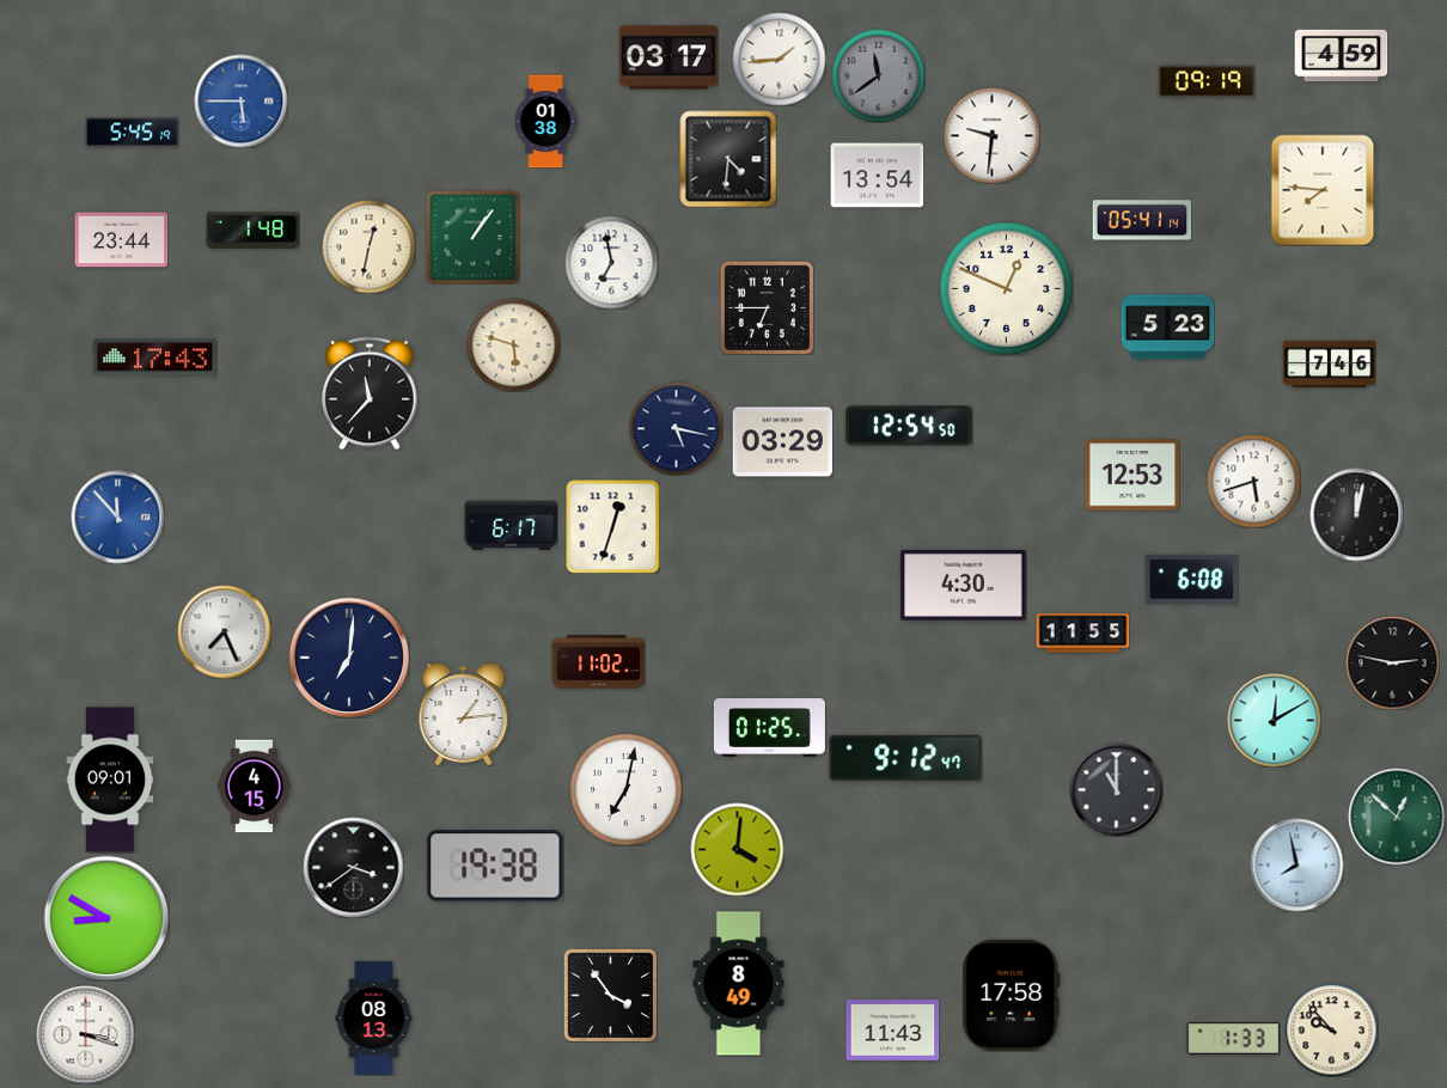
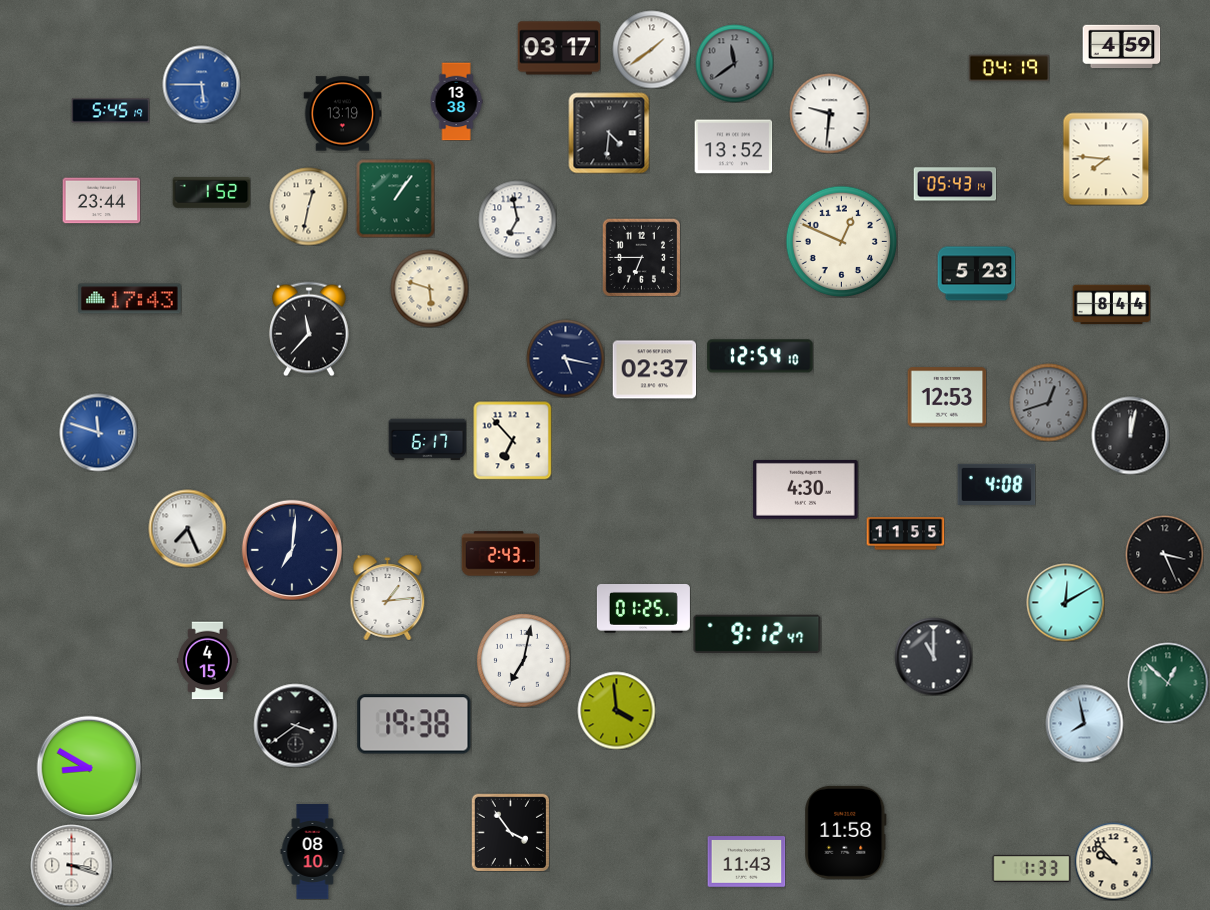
clock at (779, 59): 1:44 -> 1:39
clock at (1207, 81): 09:19 -> 04:19
clock at (545, 121): 01:38 -> 13:38
clock at (342, 114): none -> 13:19
clock at (877, 176): 13:54 -> 13:52
clock at (1142, 220): 05:41 -> 05:43
clock at (252, 230): 1:48 -> 1:52
clock at (611, 262) position: (611, 262) -> (517, 219)
clock at (1329, 365): 7:46 -> 8:44
clock at (909, 426): 12:54:50 -> 12:54:10
clock at (782, 442): 03:29 -> 02:37
clock at (1253, 481): 5:42 -> 12:42
clock at (1253, 481) dial: white -> grey
clock at (1356, 514) position: (1356, 514) -> (1130, 435)
clock at (117, 517): 11:53 -> 11:48
clock at (612, 526): 12:33 -> 6:53
clock at (1191, 579): 6:08 -> 4:08
clock at (1082, 634) position: (1082, 634) -> (905, 534)
clock at (598, 662): 11:02 -> 2:43
clock at (1392, 662): 2:47 -> 3:26
clock at (110, 780): 09:01 -> none
clock at (255, 786) position: (255, 786) -> (208, 660)
clock at (1116, 789) position: (1116, 789) -> (933, 656)
clock at (737, 849): 4:01 -> 3:59
clock at (739, 984): 8:49 -> none
clock at (1012, 995): 17:58 -> 11:58
clock at (374, 1017): 08:13 -> 08:10
